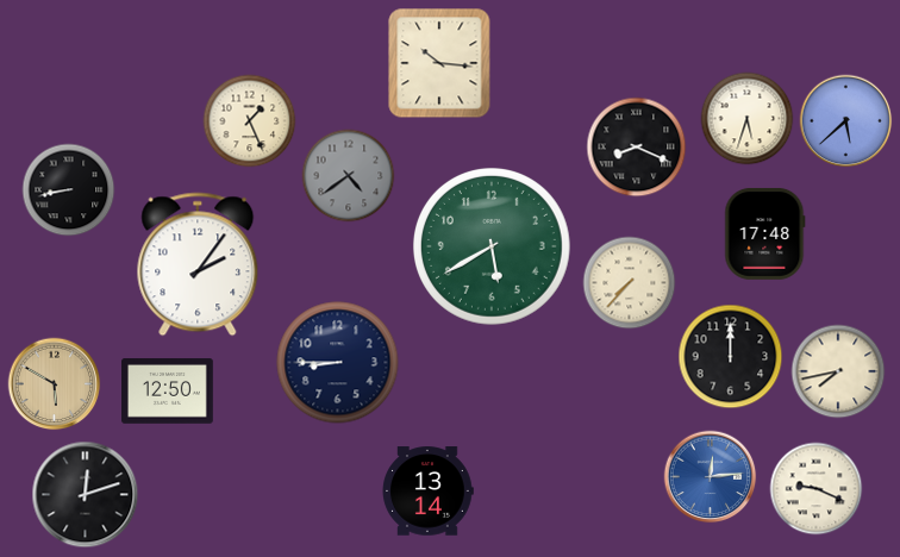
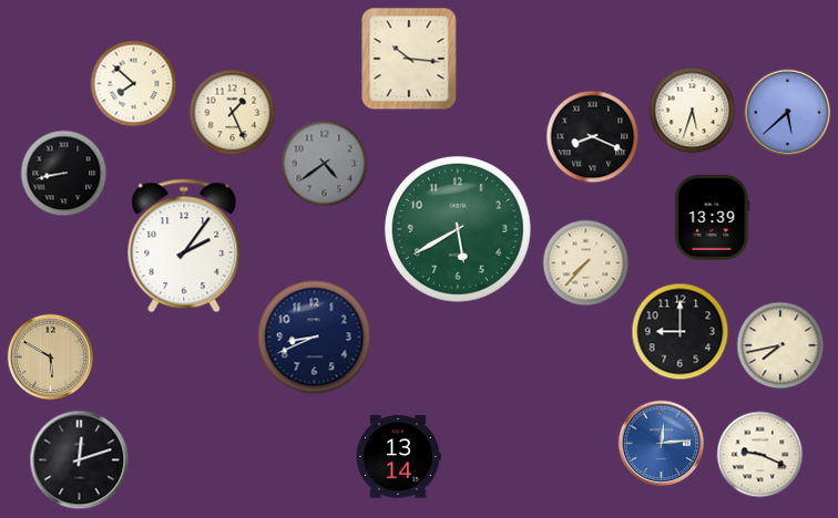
clock at (133, 83): none -> 7:52
clock at (746, 118) position: (746, 118) -> (692, 110)
clock at (68, 189) position: (68, 189) -> (63, 173)
clock at (765, 234): 17:48 -> 13:39
clock at (730, 356): 12:00 -> 9:00
clock at (338, 363): 8:45 -> 8:41
clock at (168, 392): 12:50 -> none
